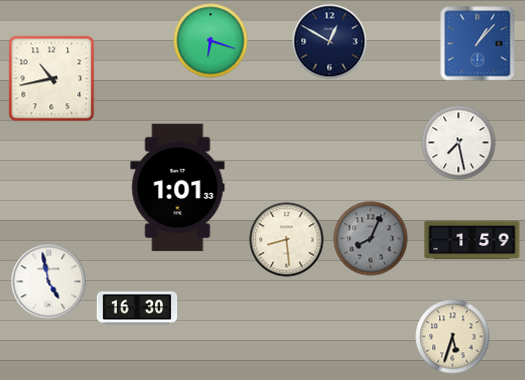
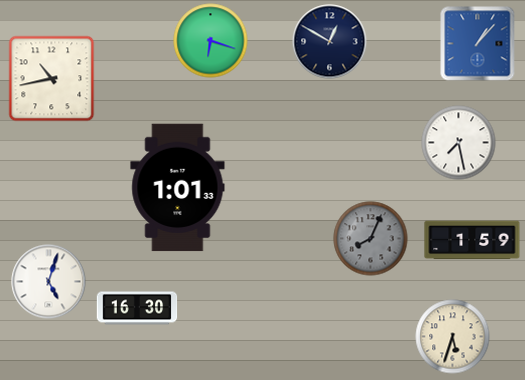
clock at (287, 240): 8:29 -> none
clock at (49, 282): 4:58 -> 5:03
